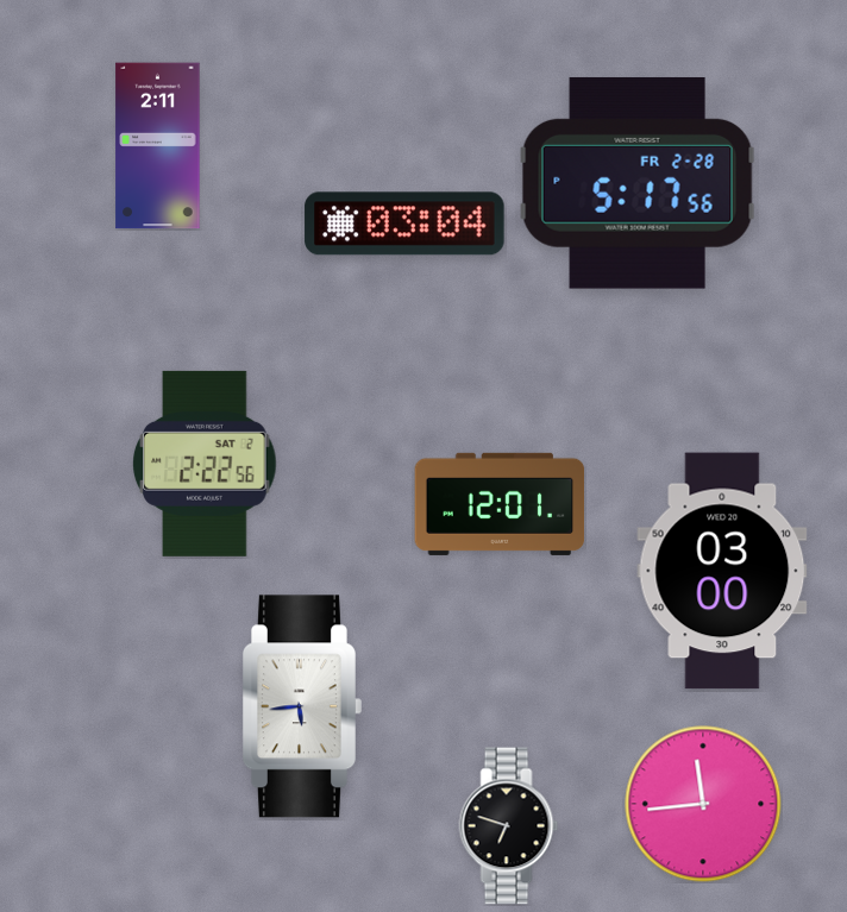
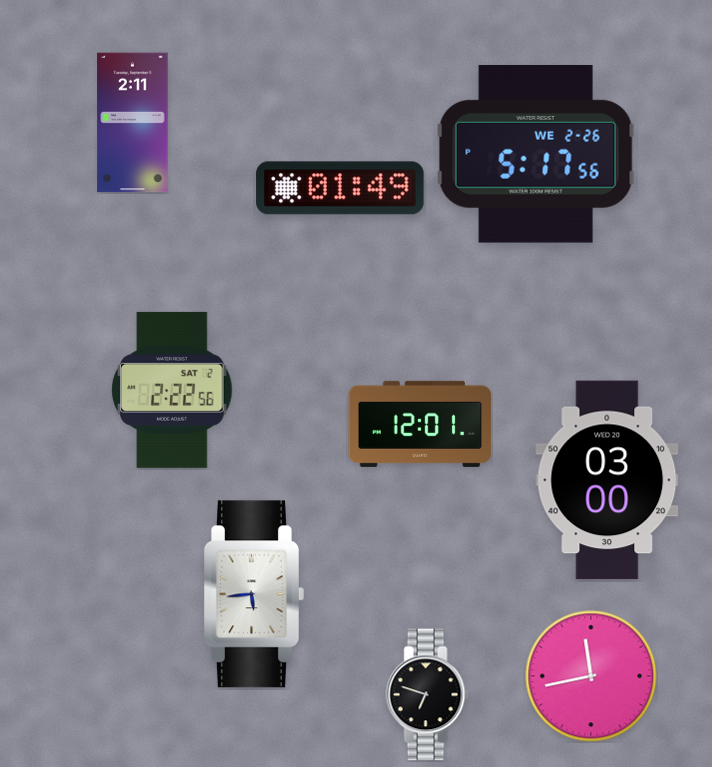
clock at (638, 183) date: FR 2-28 -> WE 2-26
clock at (404, 224): 03:04 -> 01:49
clock at (703, 804): 11:44 -> 11:43
